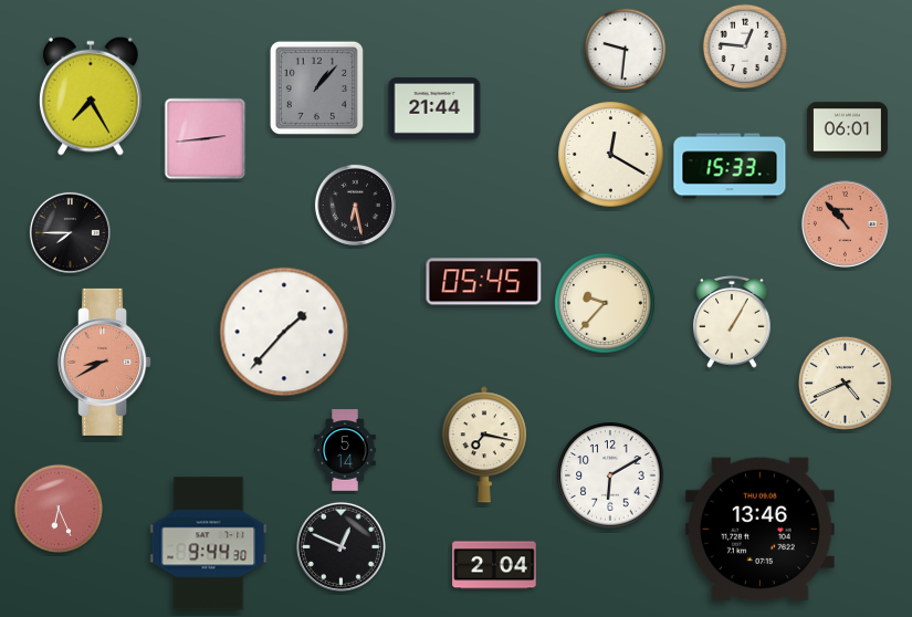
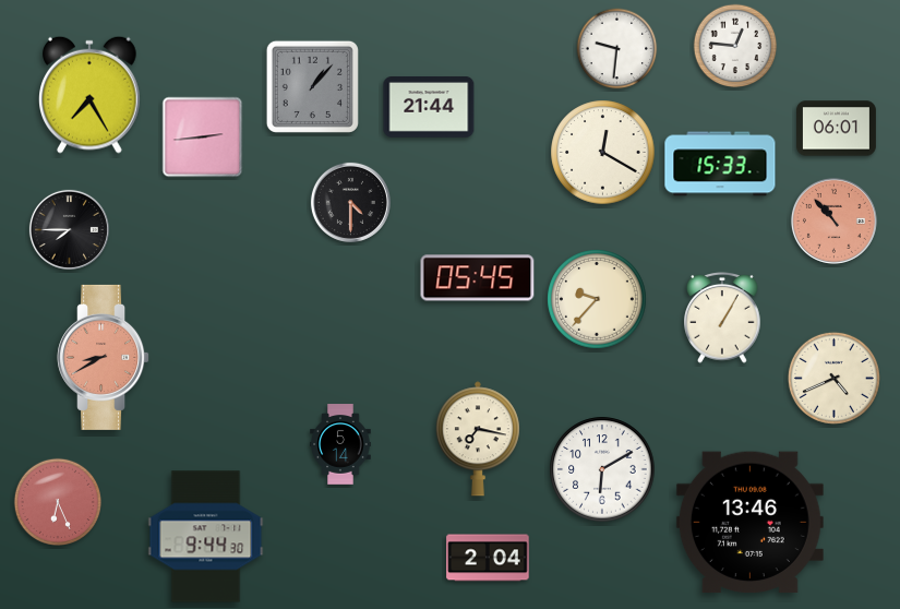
clock at (355, 205): 6:28 -> 4:30
clock at (284, 332): 1:37 -> none
clock at (340, 546): 12:49 -> none
